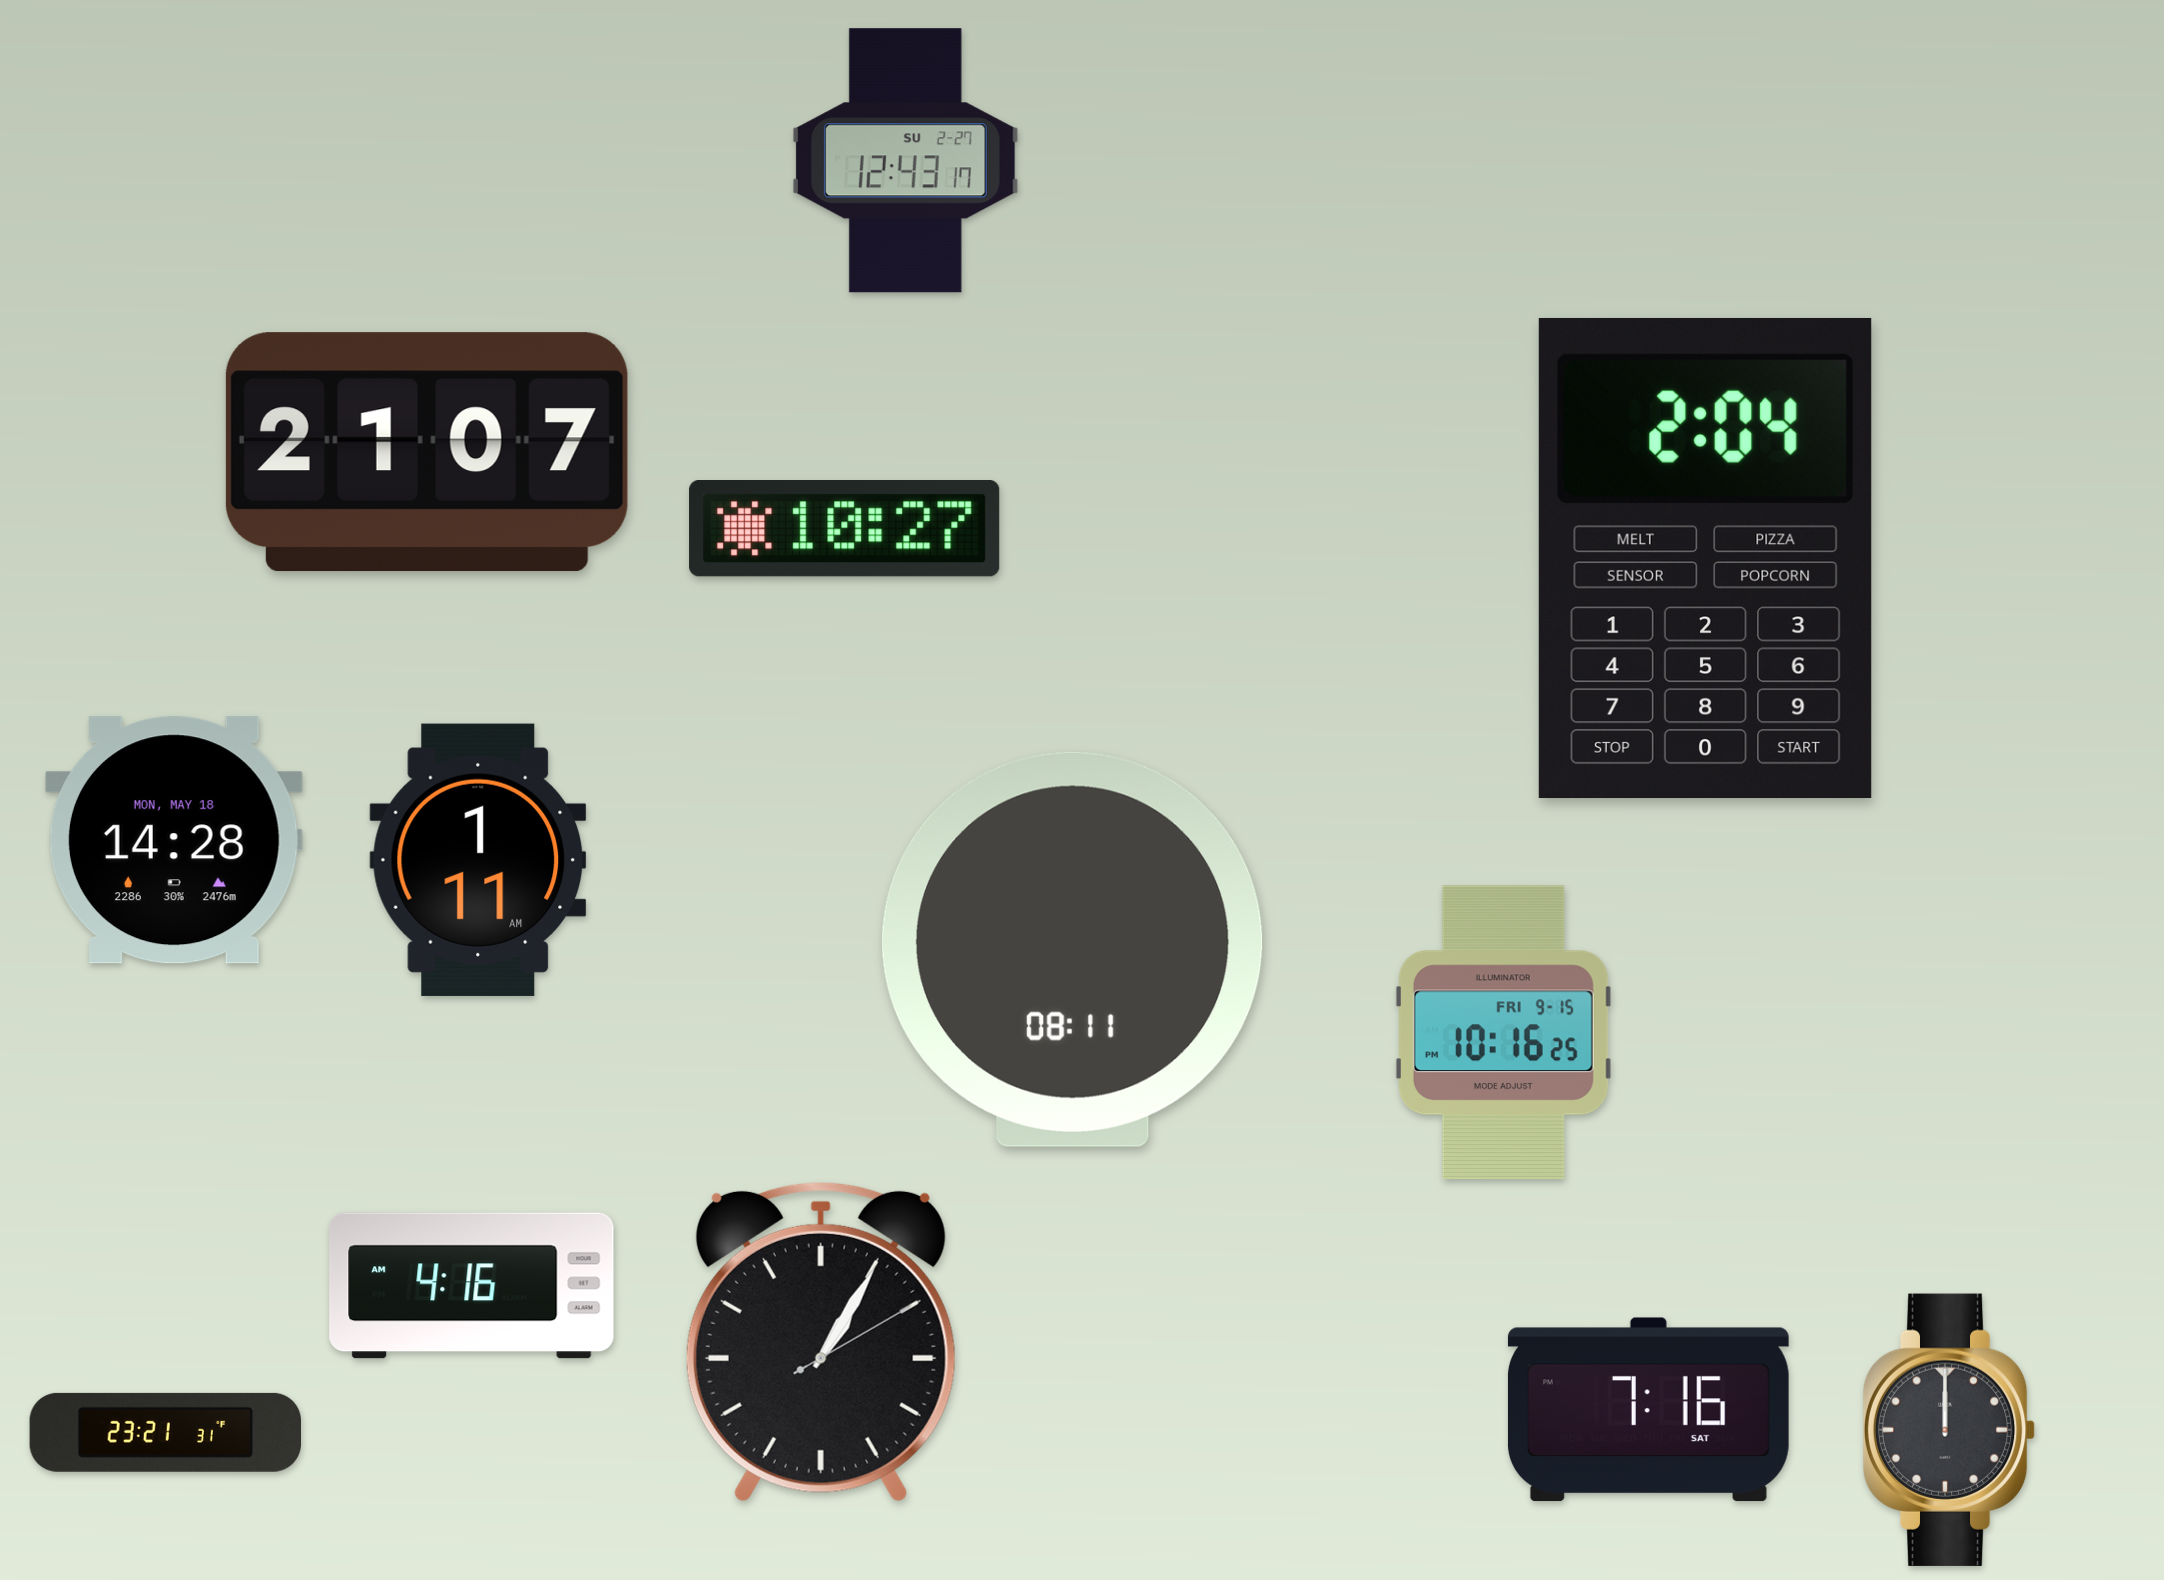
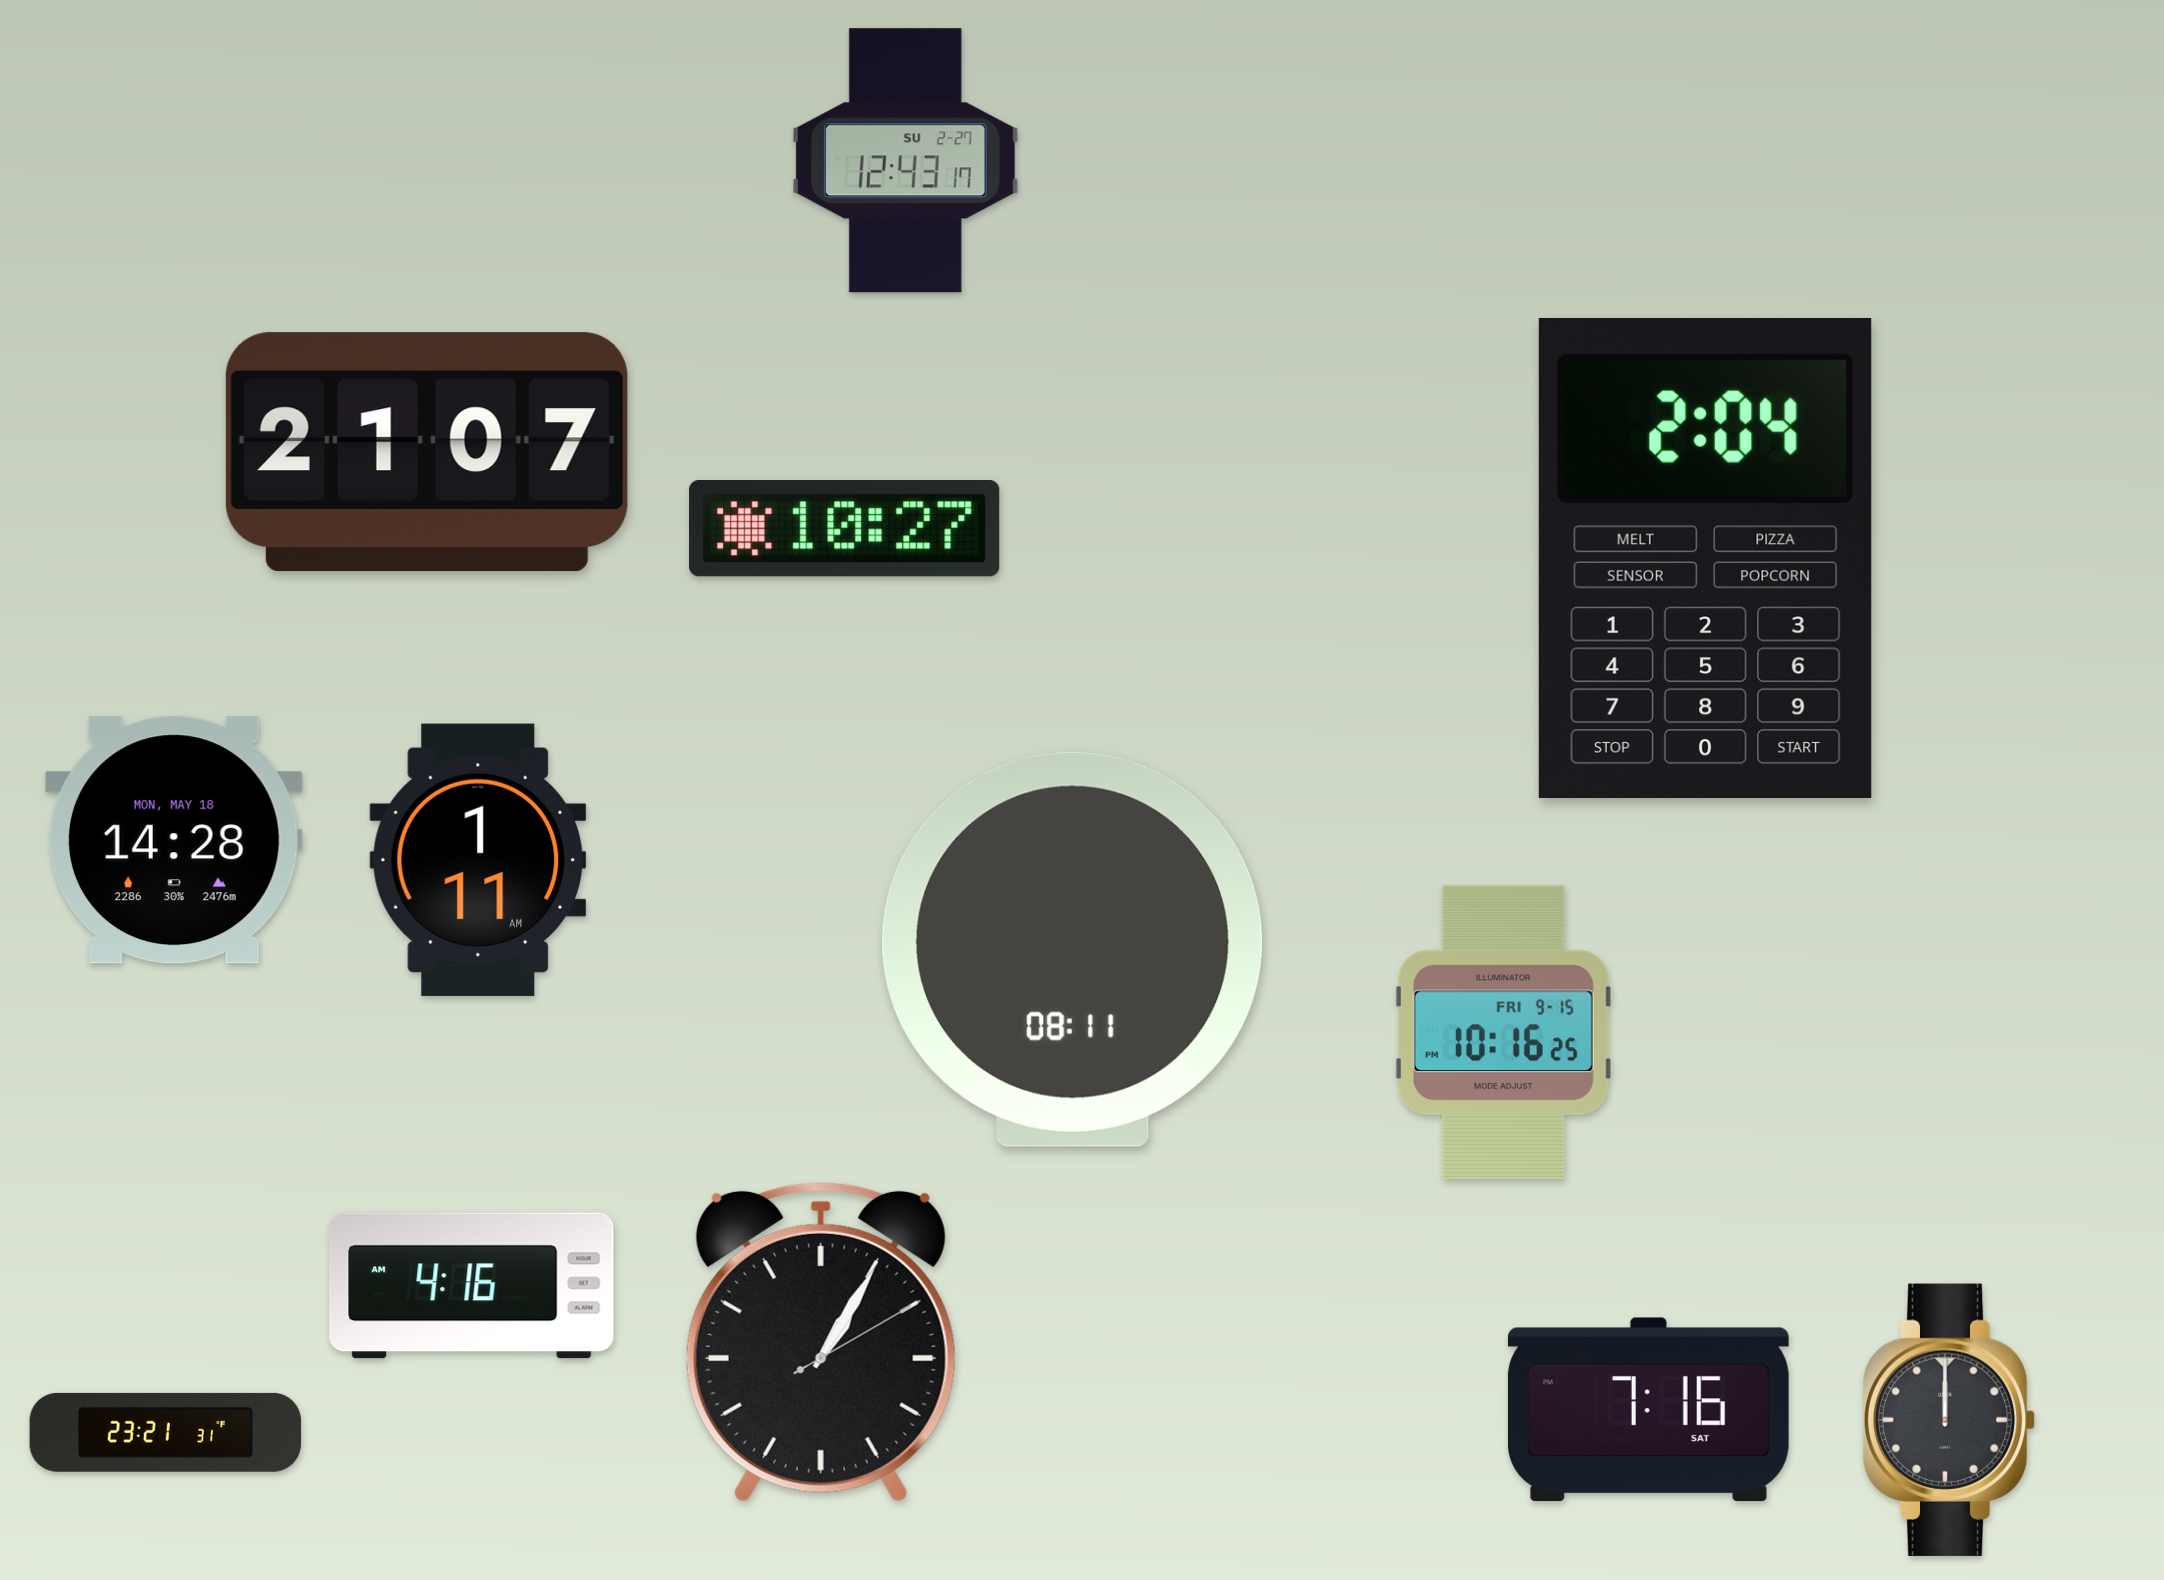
clock at (1949, 1430) position: (1949, 1430) -> (1949, 1420)
